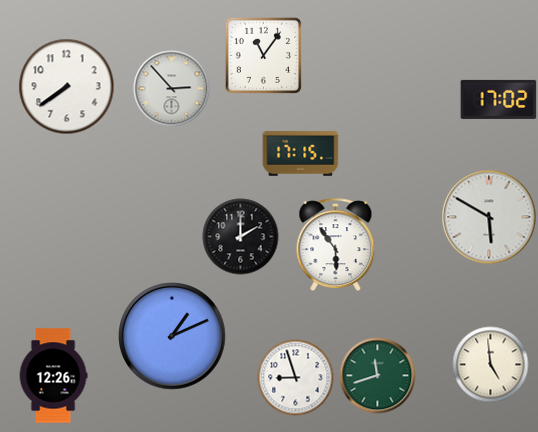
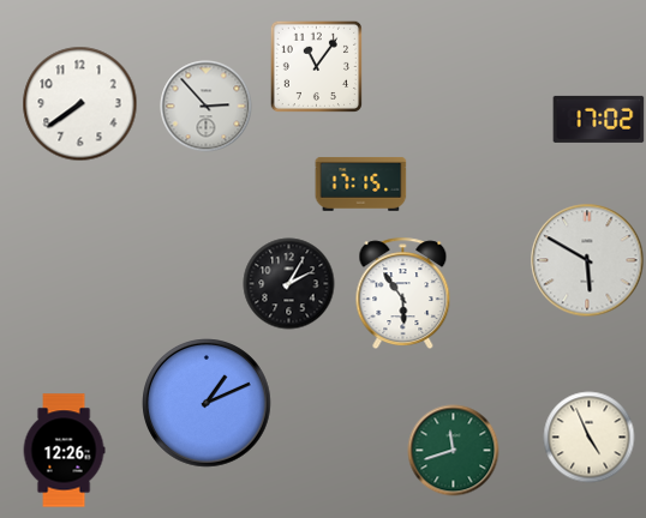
clock at (241, 237): 2:00 -> 2:05
clock at (491, 365): 4:59 -> 4:56
clock at (296, 378): 8:57 -> none
